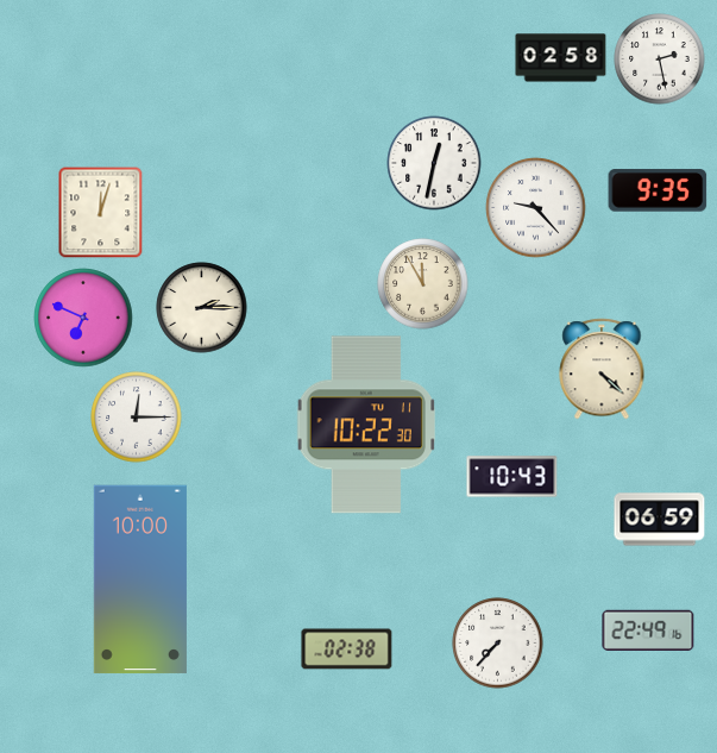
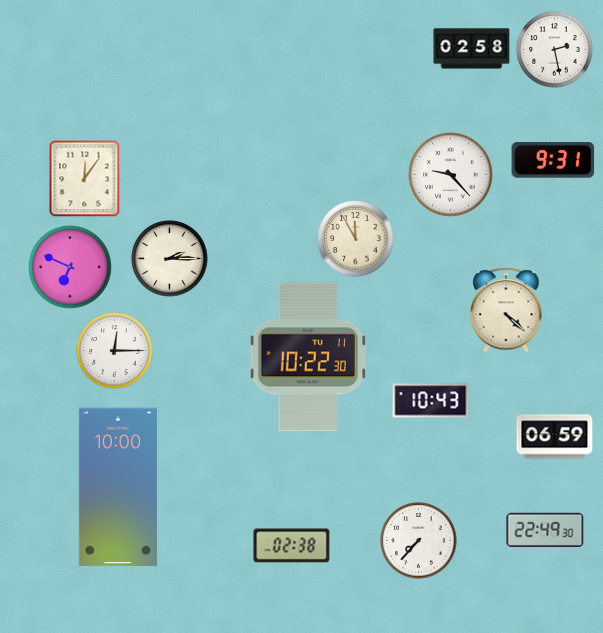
clock at (434, 163): 12:32 -> none
clock at (658, 190): 9:35 -> 9:31
clock at (101, 212): 12:03 -> 12:06
clock at (648, 630): 22:49:16 -> 22:49:30
